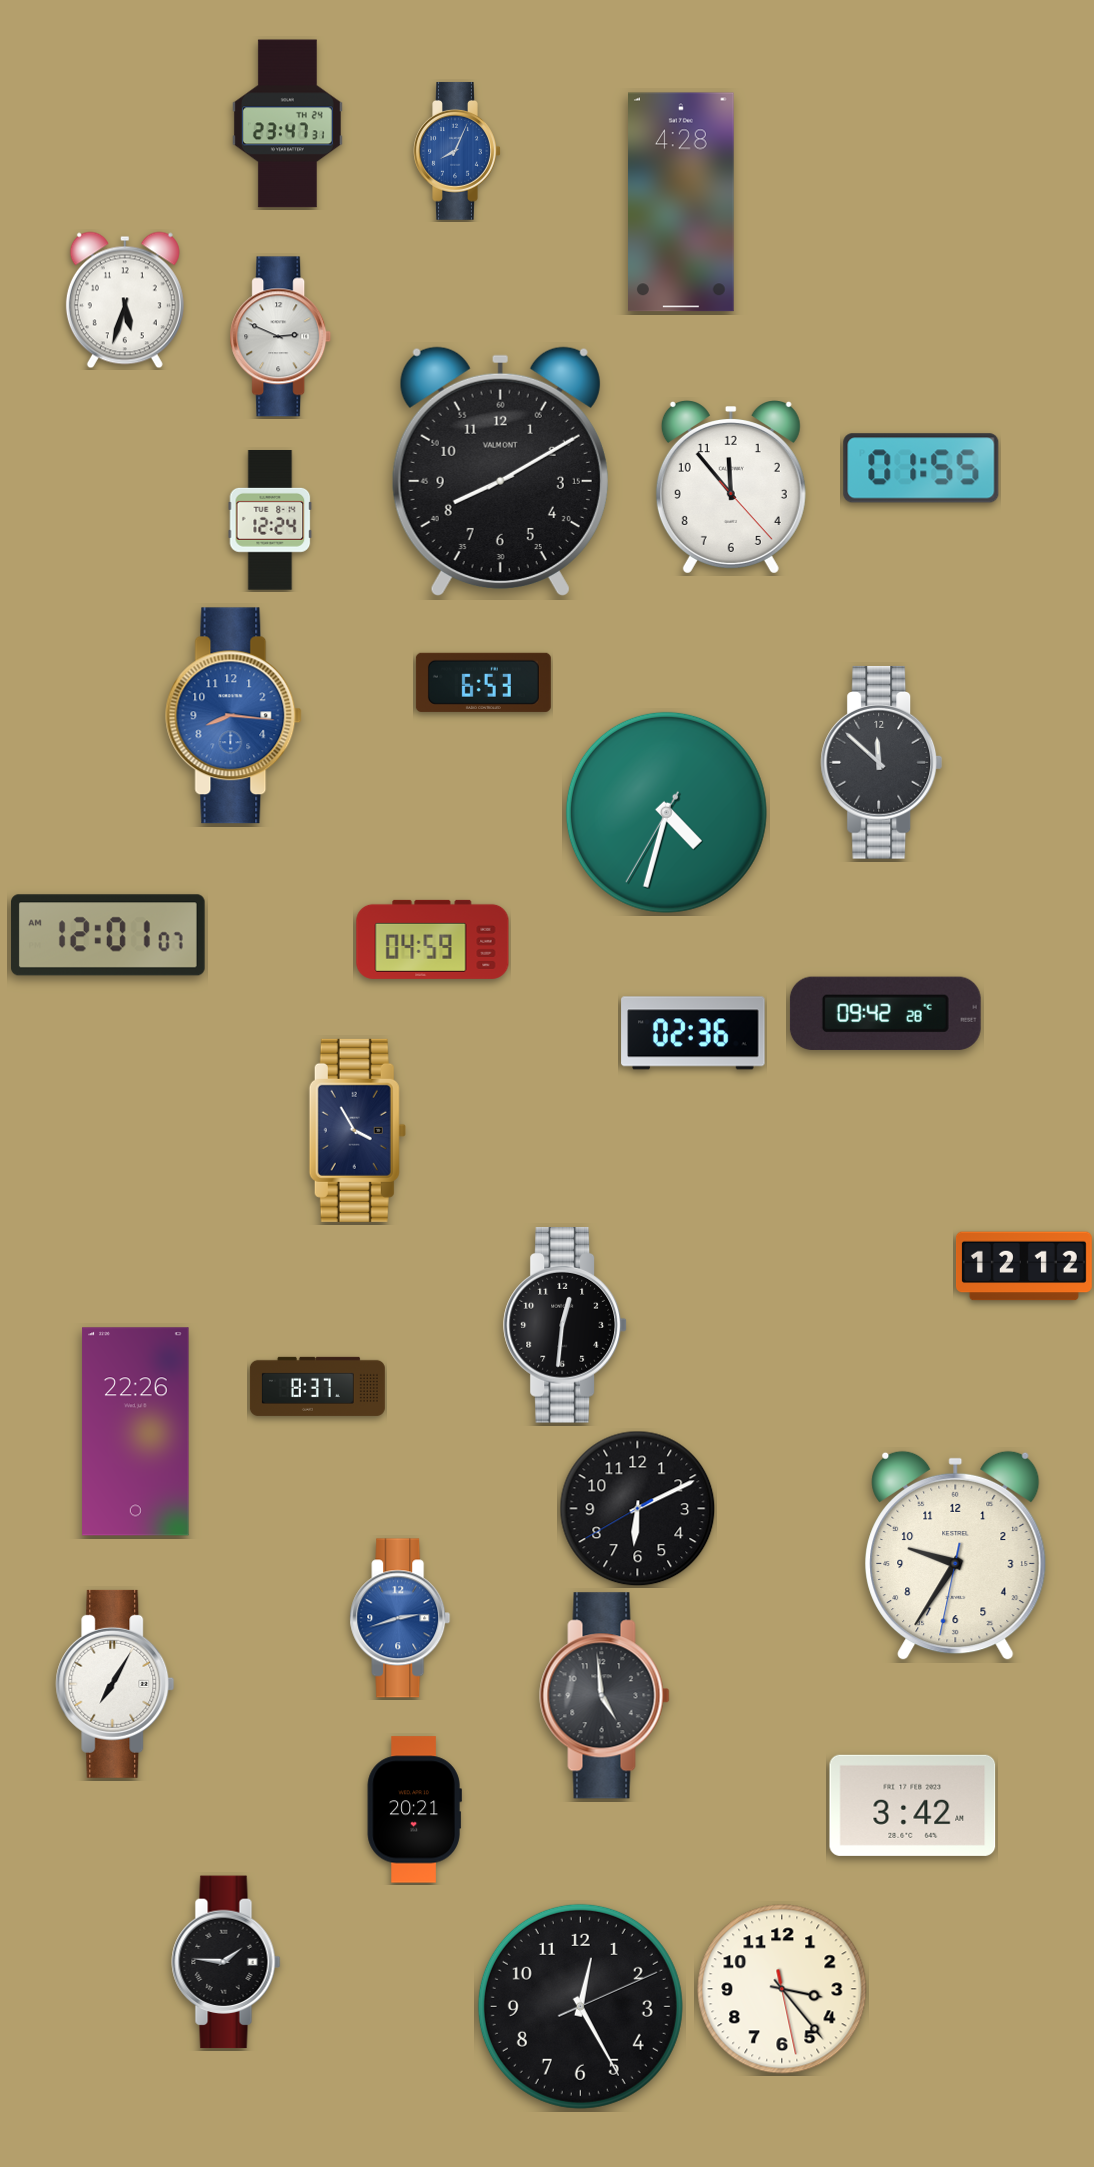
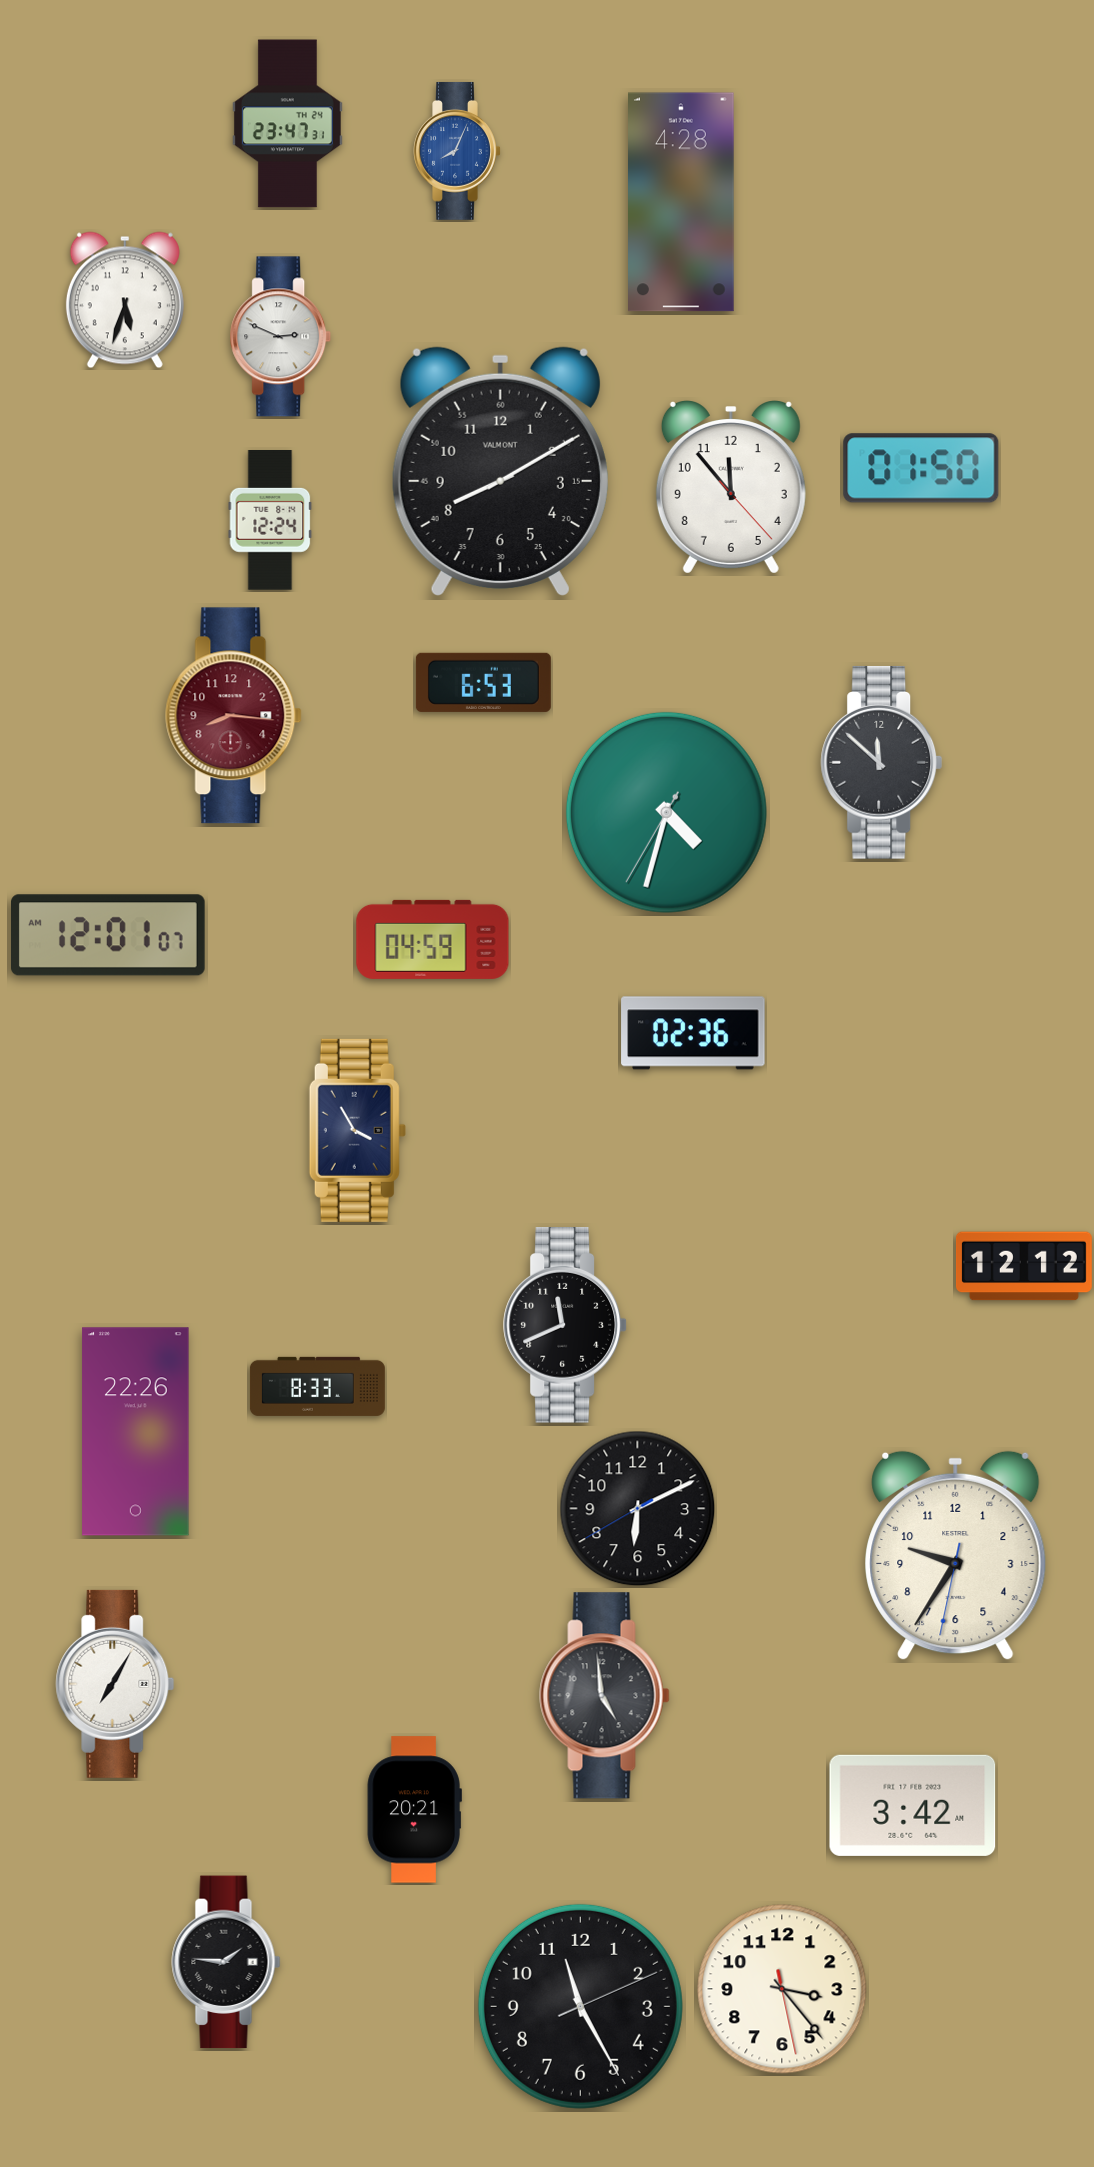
clock at (921, 468): 01:55 -> 01:50
clock at (234, 716) dial: blue -> burgundy
clock at (885, 1013): 09:42 -> none
clock at (565, 1325): 12:31 -> 11:41
clock at (317, 1386): 8:37 -> 8:33
clock at (400, 1618): 2:42 -> none
clock at (580, 2006): 12:25 -> 11:25
